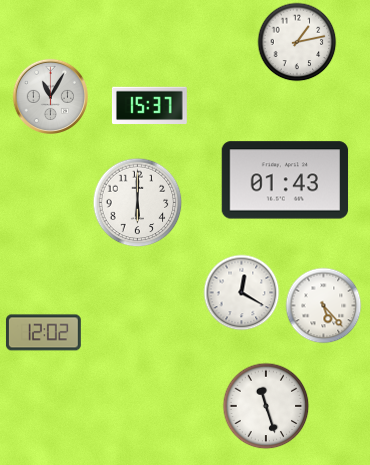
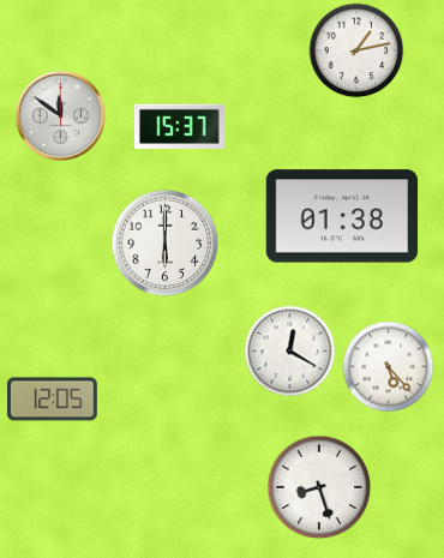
clock at (51, 97): 11:05 -> 11:51
clock at (285, 180): 01:43 -> 01:38
clock at (43, 333): 12:02 -> 12:05
clock at (266, 406): 11:27 -> 8:27
